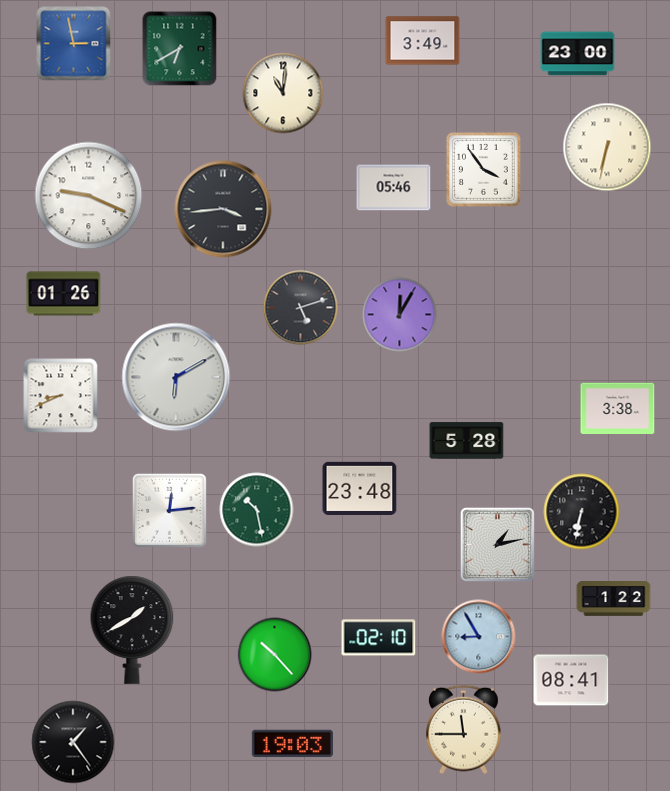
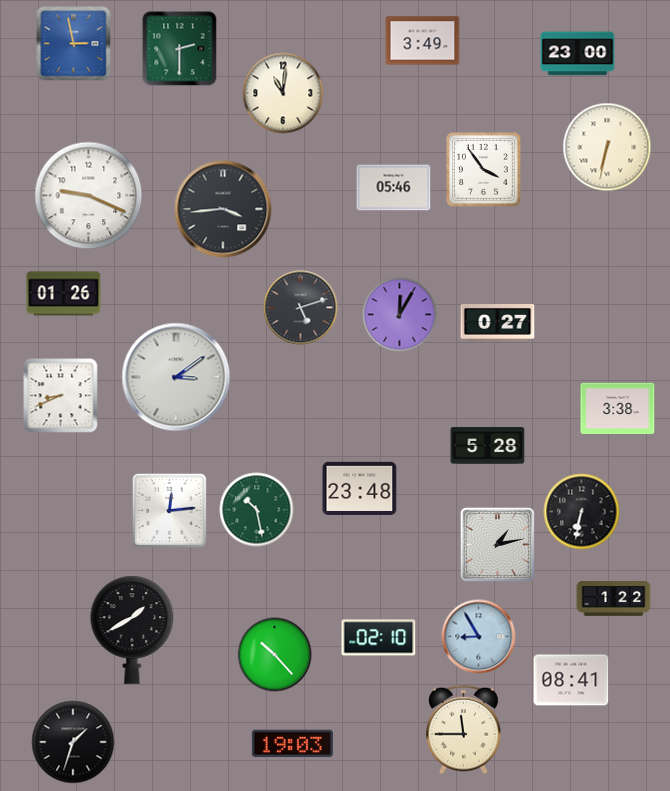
clock at (180, 49): 6:40 -> 2:30
clock at (498, 323): none -> 0:27
clock at (176, 377): 6:10 -> 3:09
clock at (467, 441) position: (467, 441) -> (488, 446)
clock at (73, 742): 1:24 -> 1:33
